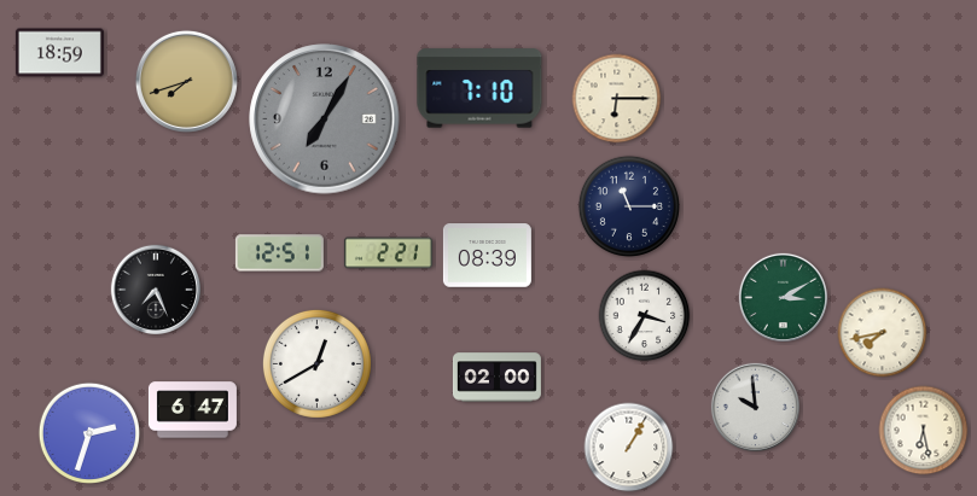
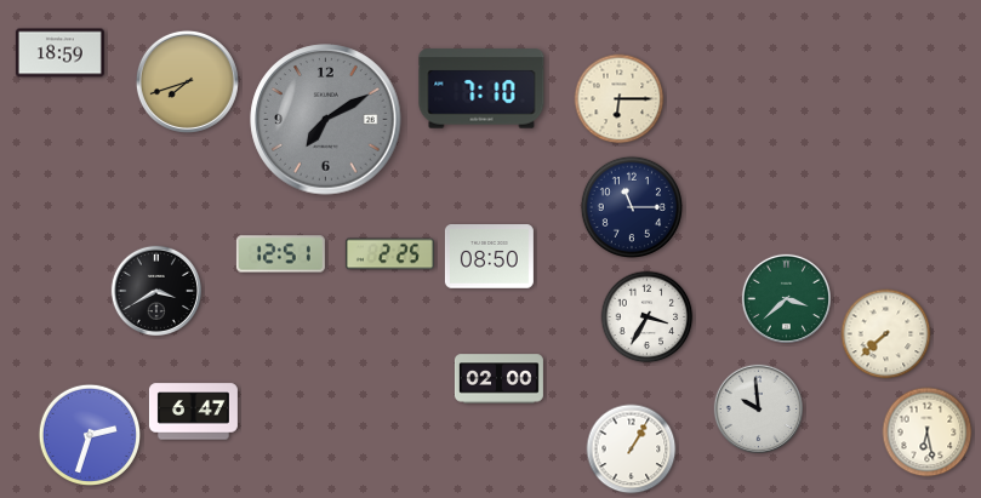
clock at (325, 119): 7:05 -> 7:10
clock at (388, 253): 2:21 -> 2:25
clock at (487, 256): 08:39 -> 08:50
clock at (155, 288): 7:26 -> 3:40
clock at (783, 297): 3:10 -> 3:38
clock at (883, 333): 7:43 -> 7:38
clock at (316, 363): 12:40 -> none
